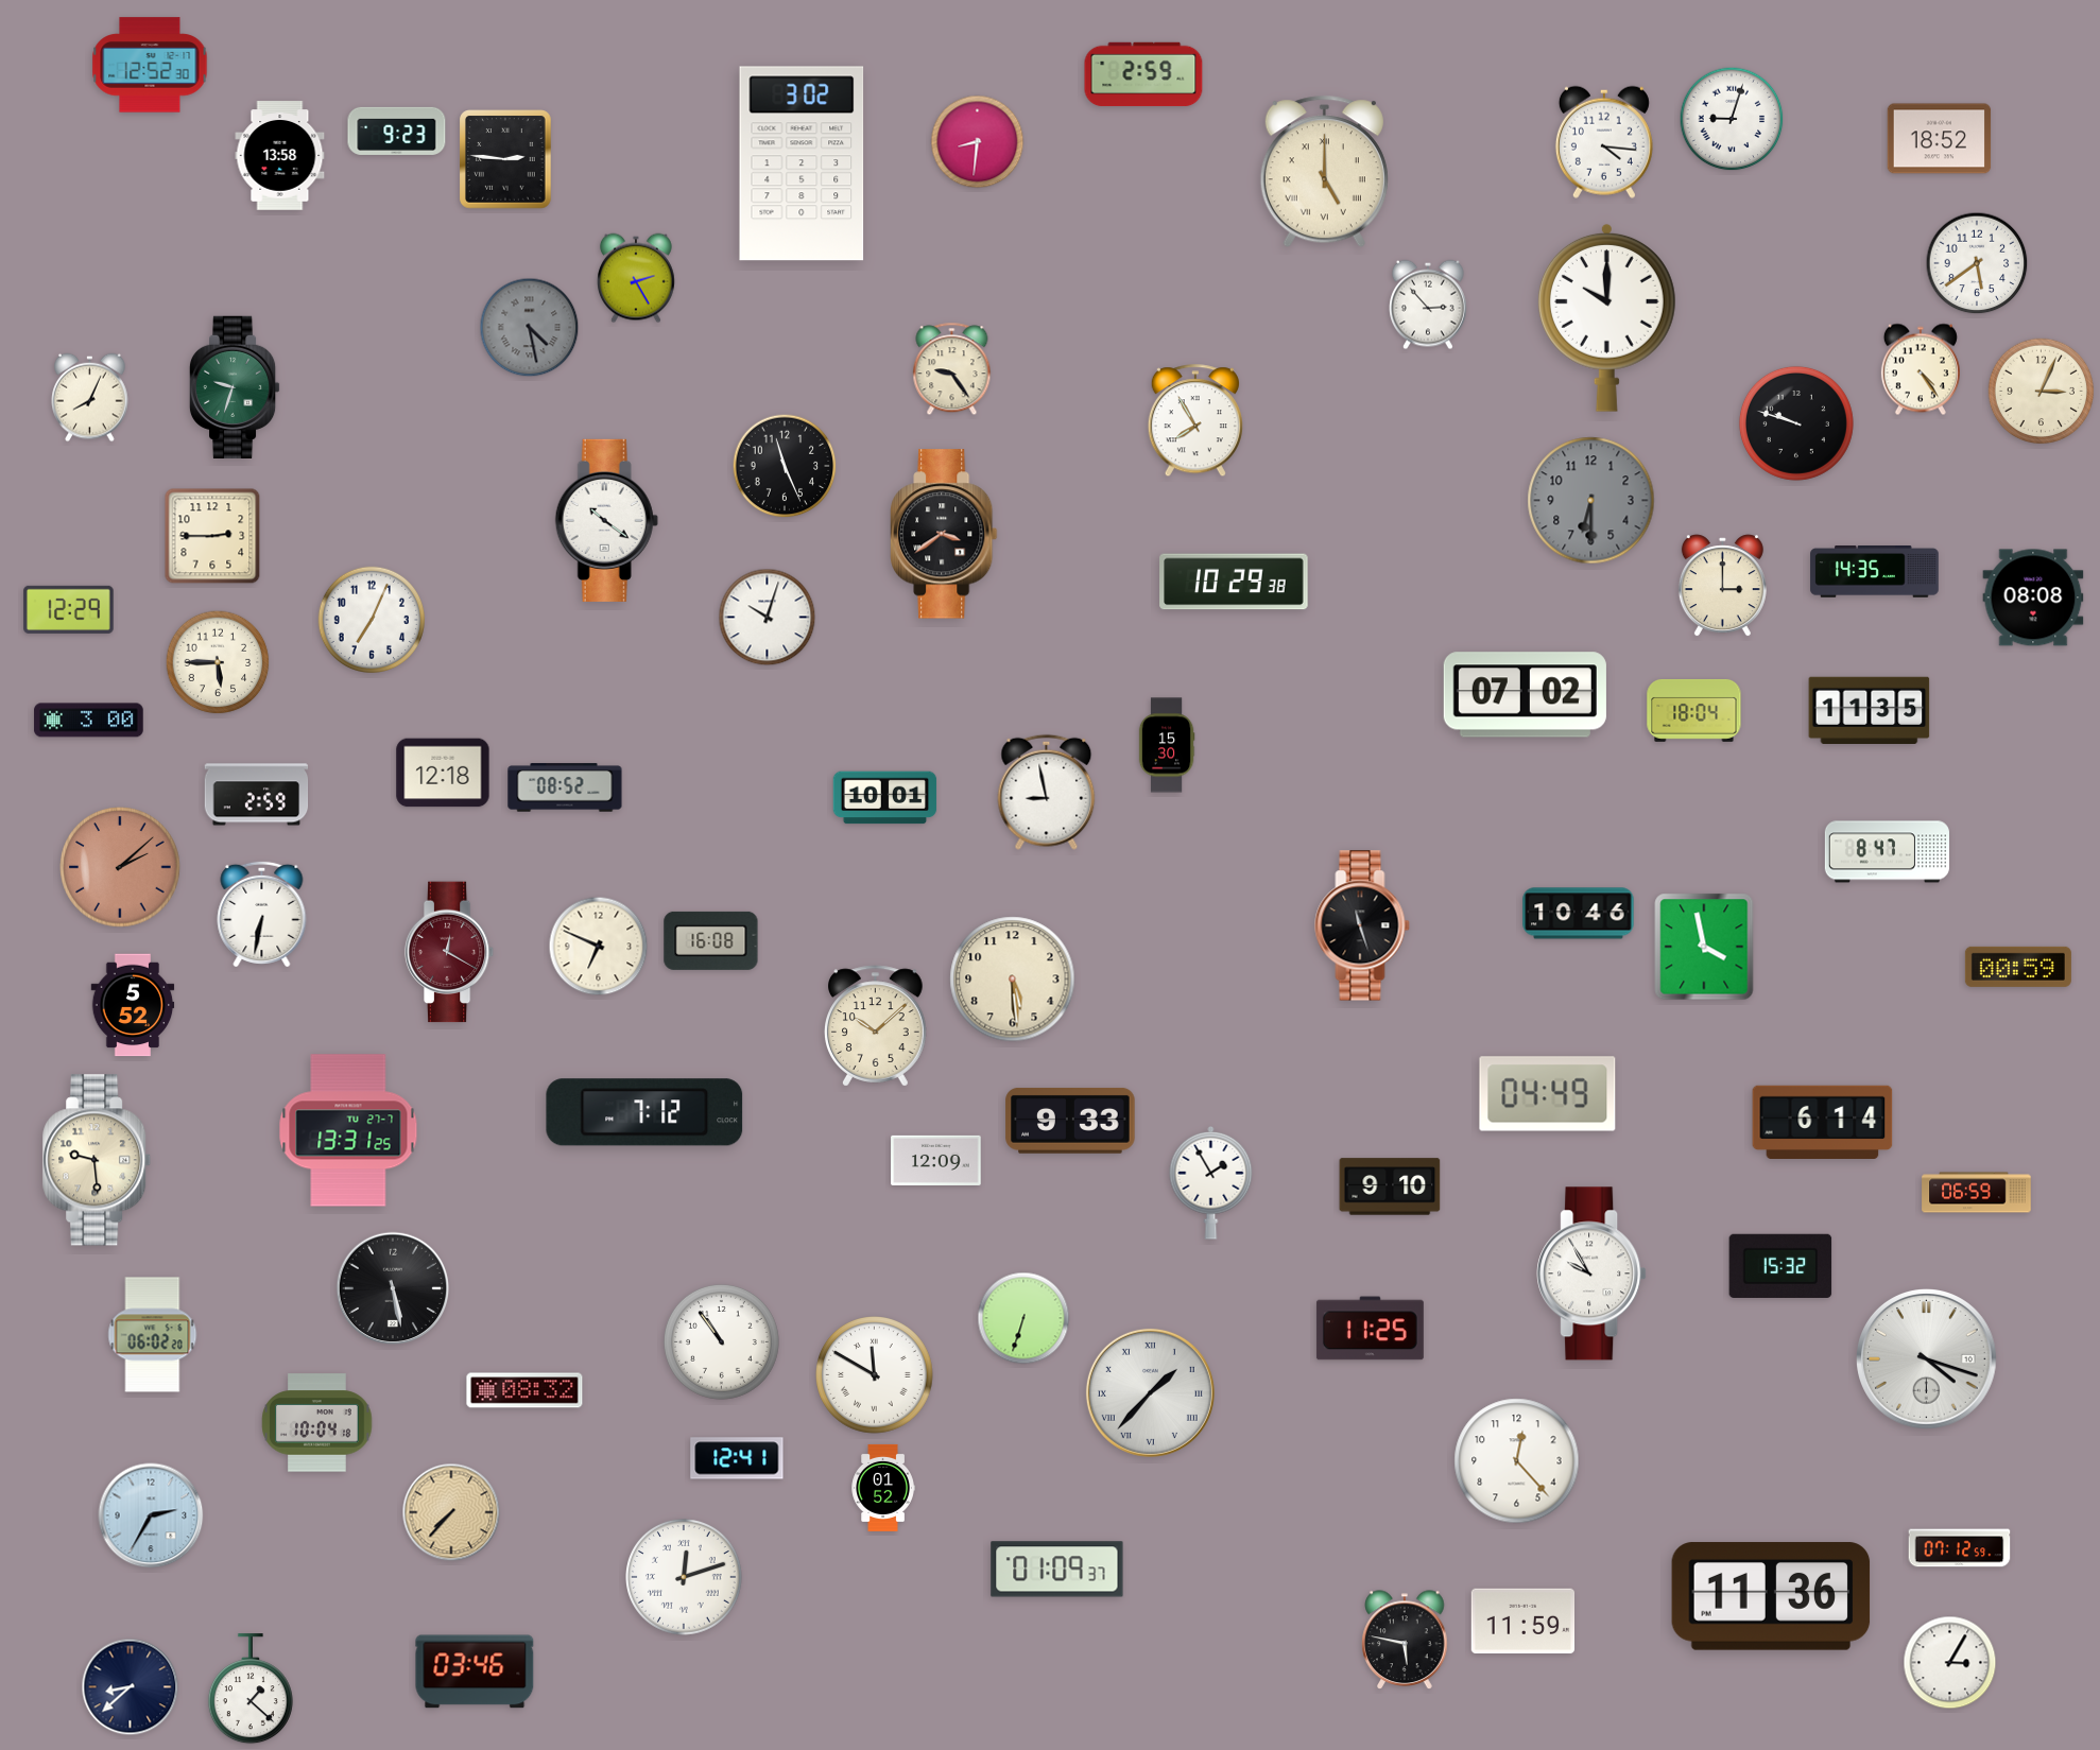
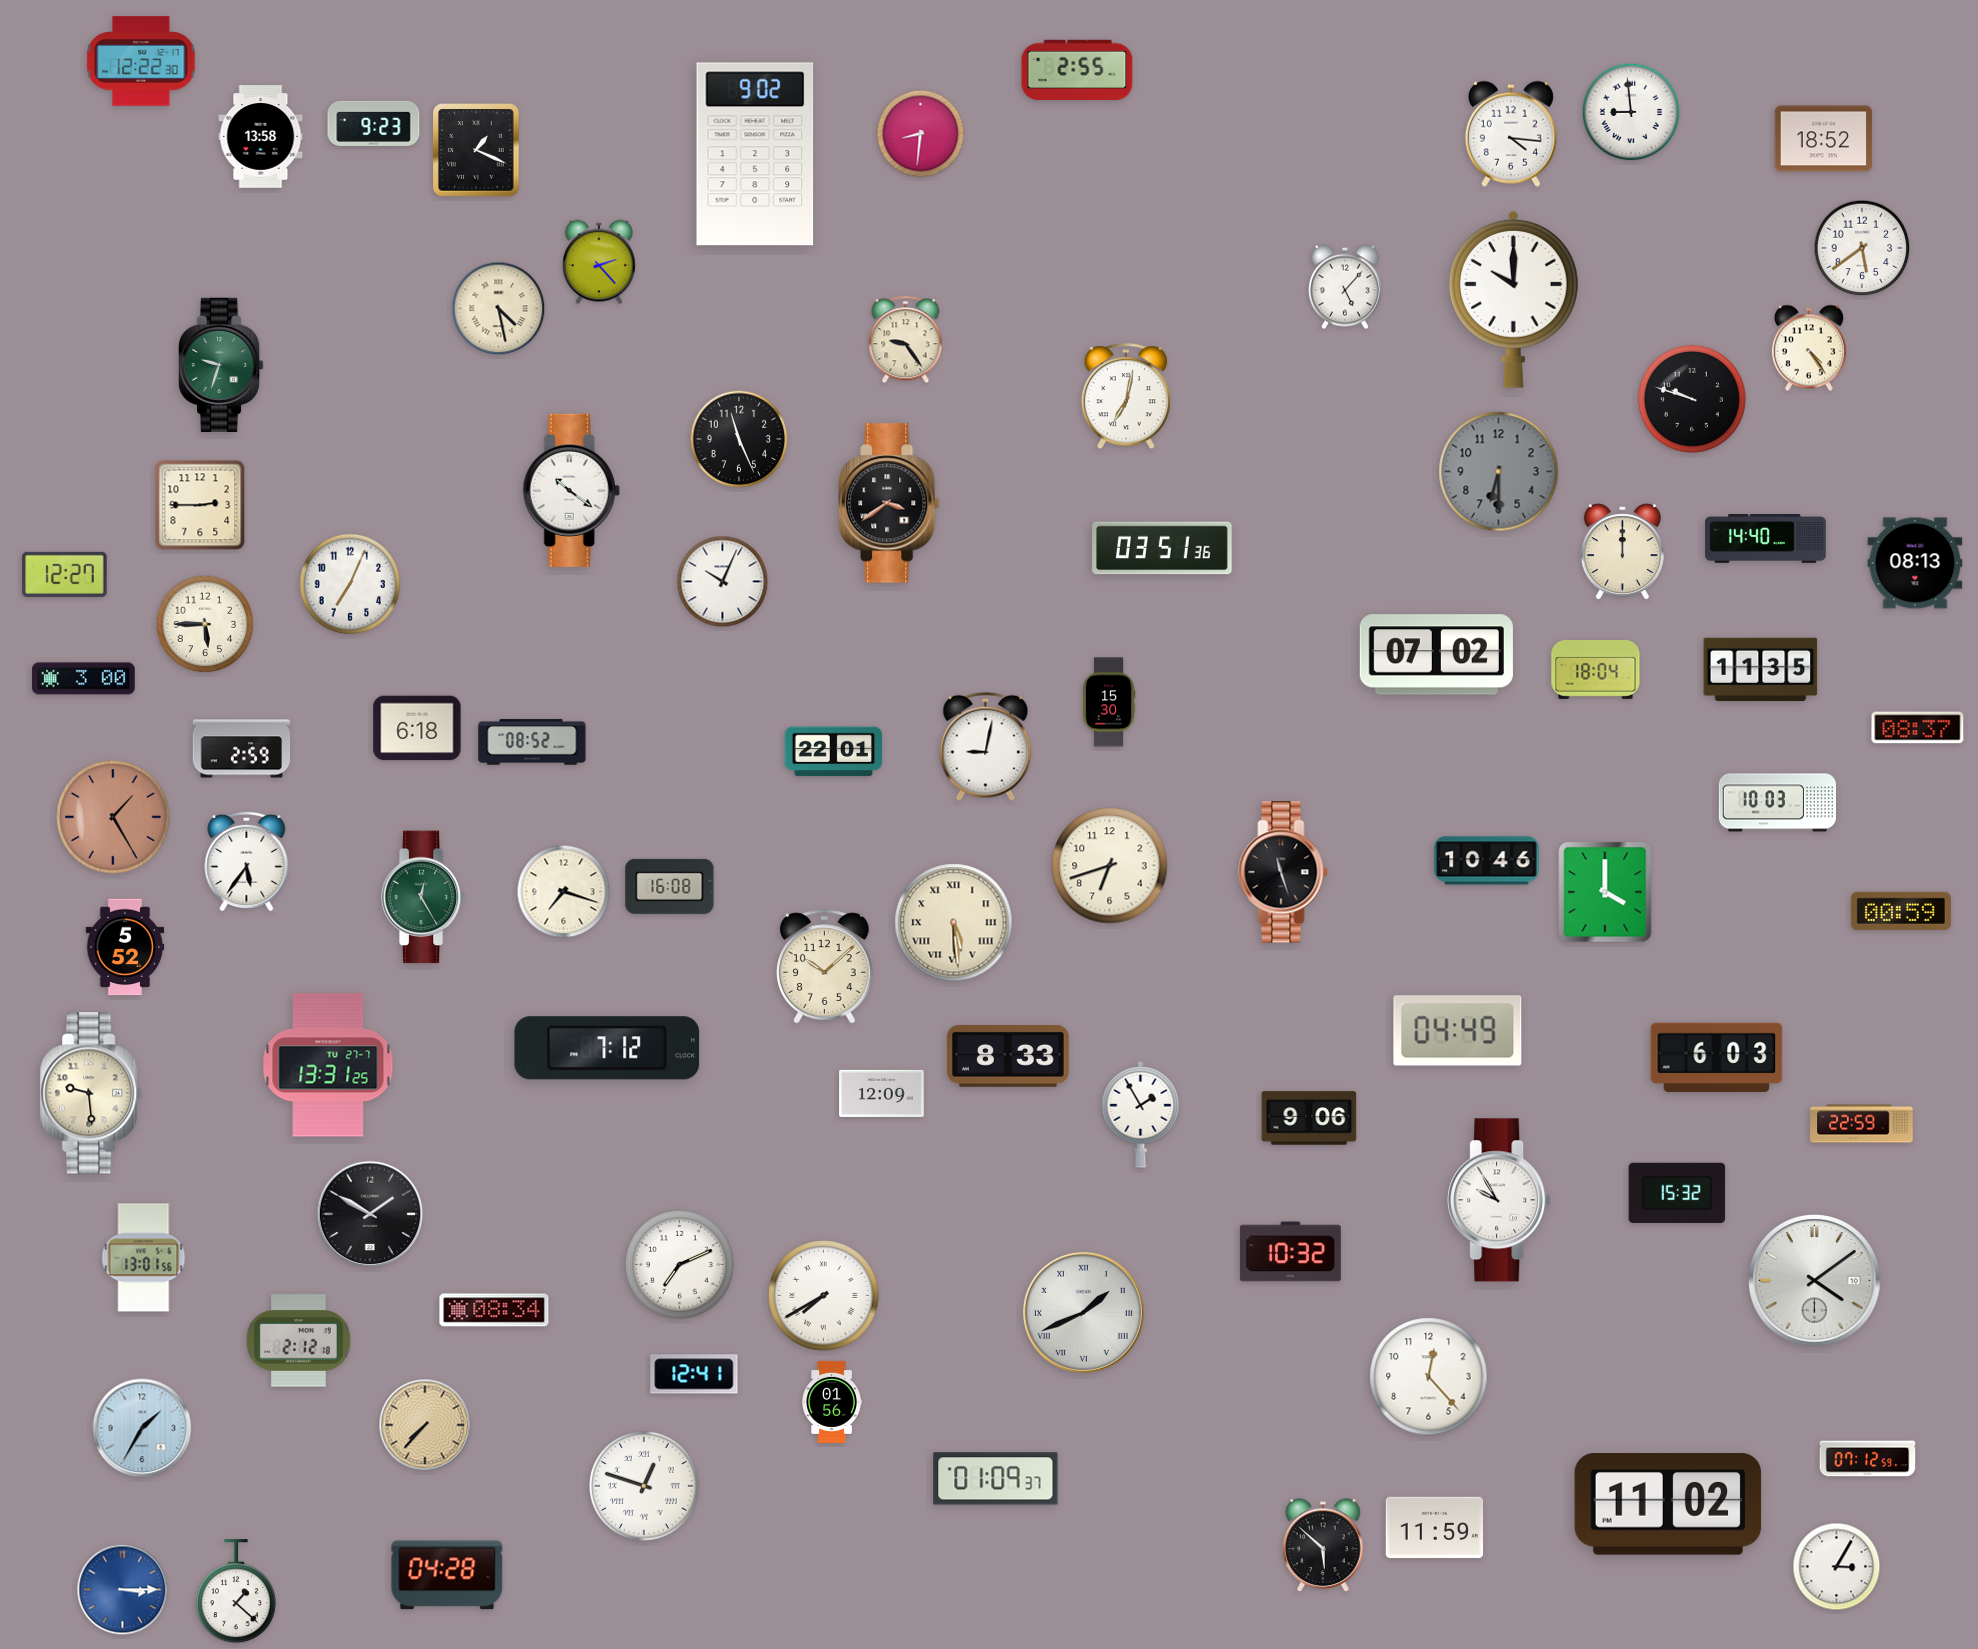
clock at (150, 65): 12:52 -> 12:22
clock at (1143, 74): 2:59 -> 2:55
clock at (1732, 119): 9:03 -> 8:59
clock at (1940, 139) position: (1940, 139) -> (1824, 139)
clock at (280, 156) position: (280, 156) -> (261, 137)
clock at (505, 159): 2:46 -> 1:19
clock at (802, 163): 3:02 -> 9:02
clock at (1324, 172): 5:00 -> none
clock at (637, 278): 2:25 -> 2:23
clock at (1429, 305): 2:53 -> 5:07
clock at (530, 328) dial: grey -> cream
clock at (952, 369) position: (952, 369) -> (906, 340)
clock at (2042, 392): 3:04 -> none
clock at (90, 398): 8:04 -> none
clock at (1195, 421): 7:55 -> 7:02
clock at (1875, 572): 14:35 -> 14:40
clock at (1234, 582): 10:29 -> 03:51
clock at (1722, 586): 3:00 -> 12:00
clock at (2033, 597): 08:08 -> 08:13
clock at (69, 609): 12:29 -> 12:27
clock at (768, 618): 10:03 -> 10:04
clock at (1167, 745) position: (1167, 745) -> (1109, 702)
clock at (443, 773): 12:18 -> 6:18
clock at (1918, 728): none -> 08:37
clock at (1047, 792): 8:58 -> 9:02
clock at (885, 798): 10:01 -> 22:01
clock at (1887, 852): 8:47 -> 10:03
clock at (120, 867): 2:08 -> 1:25
clock at (262, 913): 6:32 -> 5:36
clock at (1110, 866): none -> 6:42
clock at (599, 947): 6:49 -> 7:18
clock at (1704, 947): 3:58 -> 4:00
clock at (449, 952): 12:20 -> 12:25
clock at (449, 952) dial: burgundy -> green
clock at (1013, 980) numerals: Arabic -> Roman
clock at (1070, 1121): 9:33 -> 8:33
clock at (1823, 1123): 6:14 -> 6:03
clock at (1390, 1186): 9:10 -> 9:06
clock at (1977, 1193): 06:59 -> 22:59
clock at (393, 1288): 5:28 -> 1:50
clock at (1023, 1318): 6:33 -> none
clock at (1370, 1329): 11:25 -> 10:32
clock at (153, 1335): 06:02 -> 13:01
clock at (721, 1341): 10:54 -> 7:11
clock at (1927, 1359): 4:18 -> 4:09
clock at (875, 1375): 11:50 -> 7:40
clock at (524, 1390): 08:32 -> 08:34
clock at (1150, 1392): 1:37 -> 1:41
clock at (317, 1423): 10:04 -> 2:12
clock at (883, 1488): 01:52 -> 01:56
clock at (151, 1515): 2:35 -> 1:35
clock at (1960, 1548) position: (1960, 1548) -> (1868, 1459)
clock at (685, 1578): 12:12 -> 12:48
clock at (1771, 1596): 11:36 -> 11:02
clock at (1405, 1640): 5:47 -> 5:52
clock at (475, 1671): 03:46 -> 04:28
clock at (131, 1687): 8:38 -> 3:15
clock at (131, 1687) dial: navy -> blue
